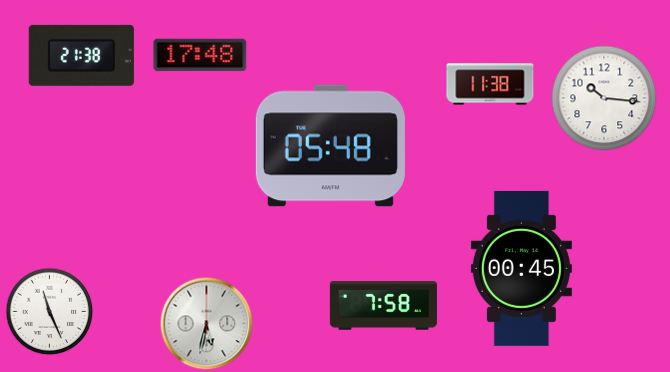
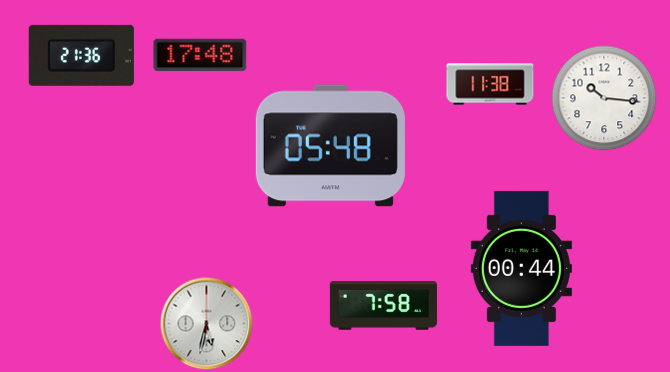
clock at (81, 55): 21:38 -> 21:36
clock at (521, 268): 00:45 -> 00:44
clock at (49, 311): 11:26 -> none
